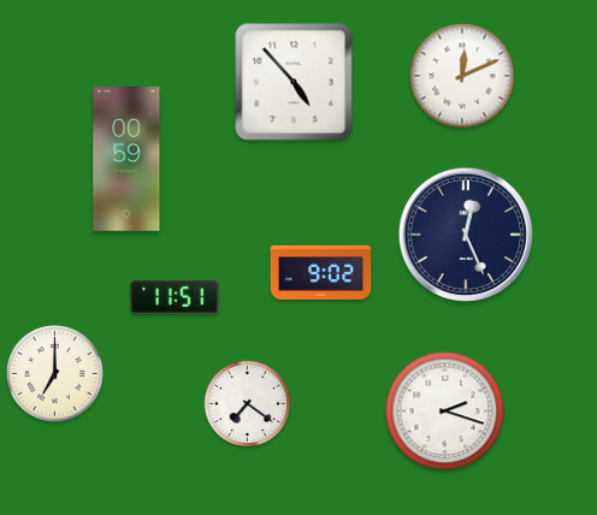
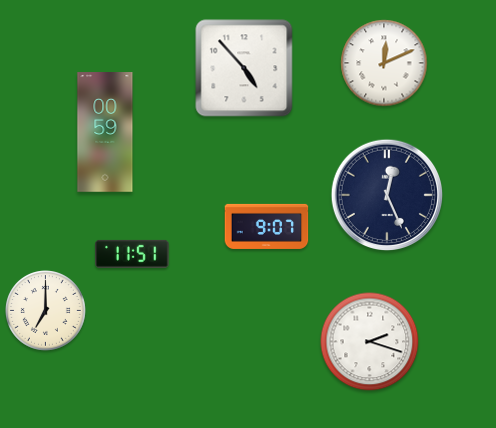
clock at (321, 272): 9:02 -> 9:07
clock at (175, 297) position: (175, 297) -> (132, 254)
clock at (248, 404): 7:21 -> none
